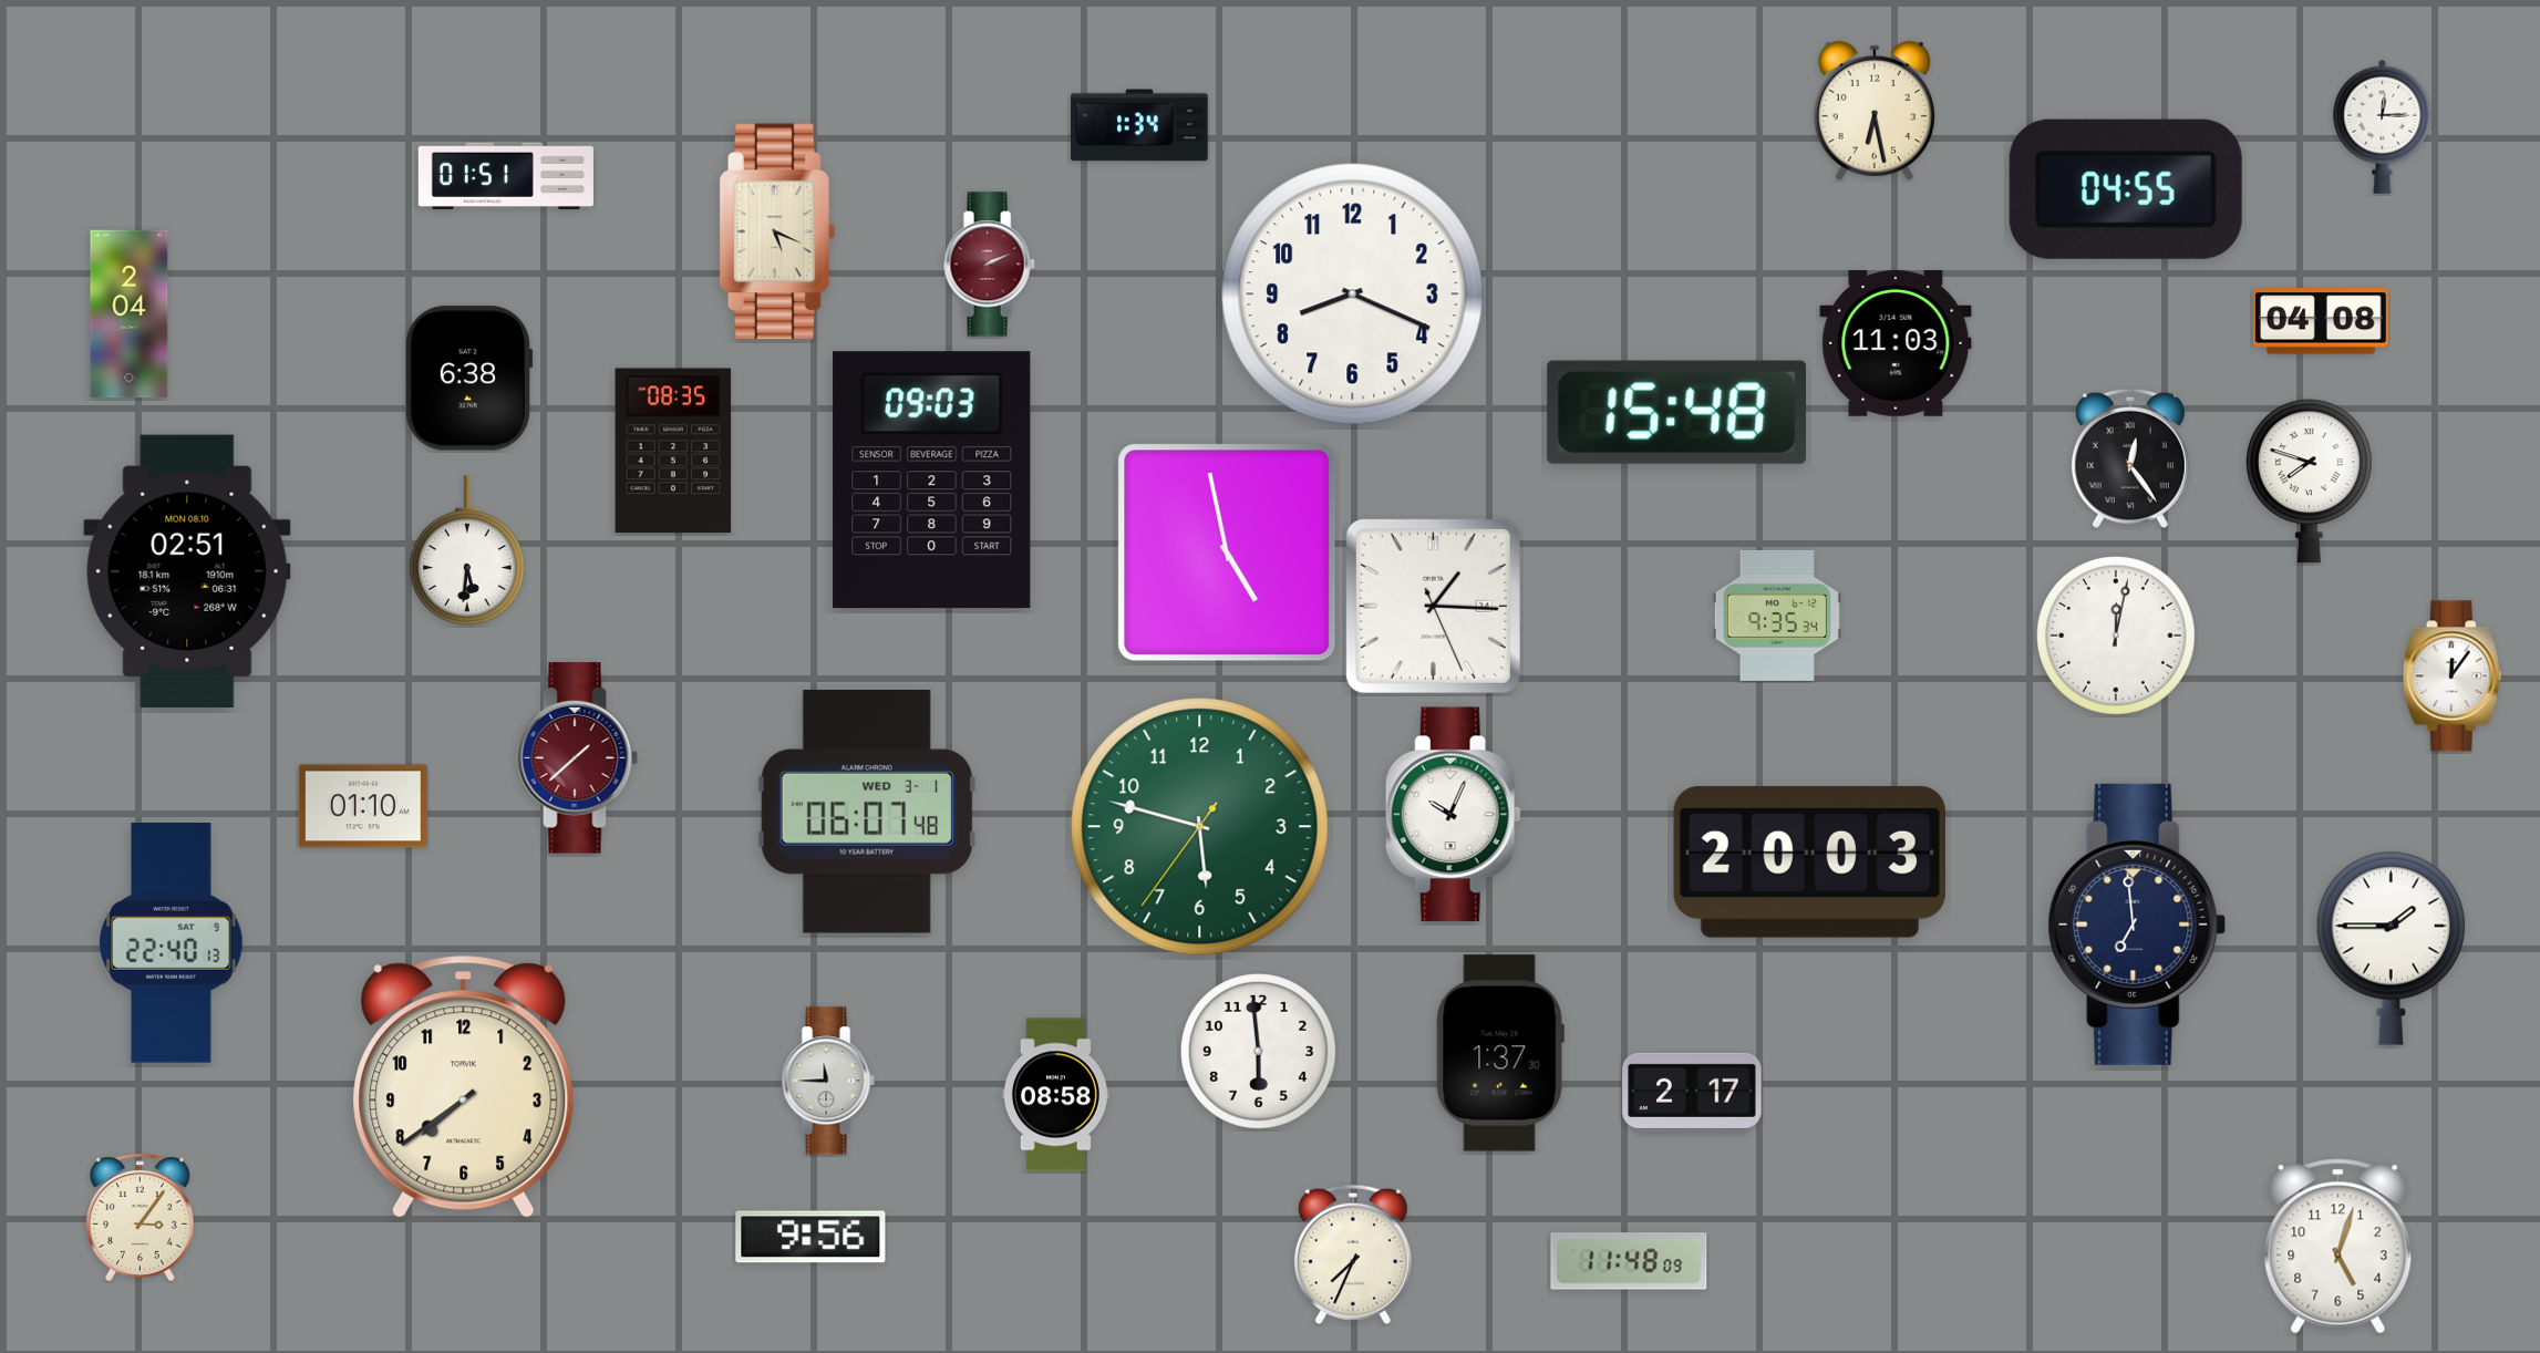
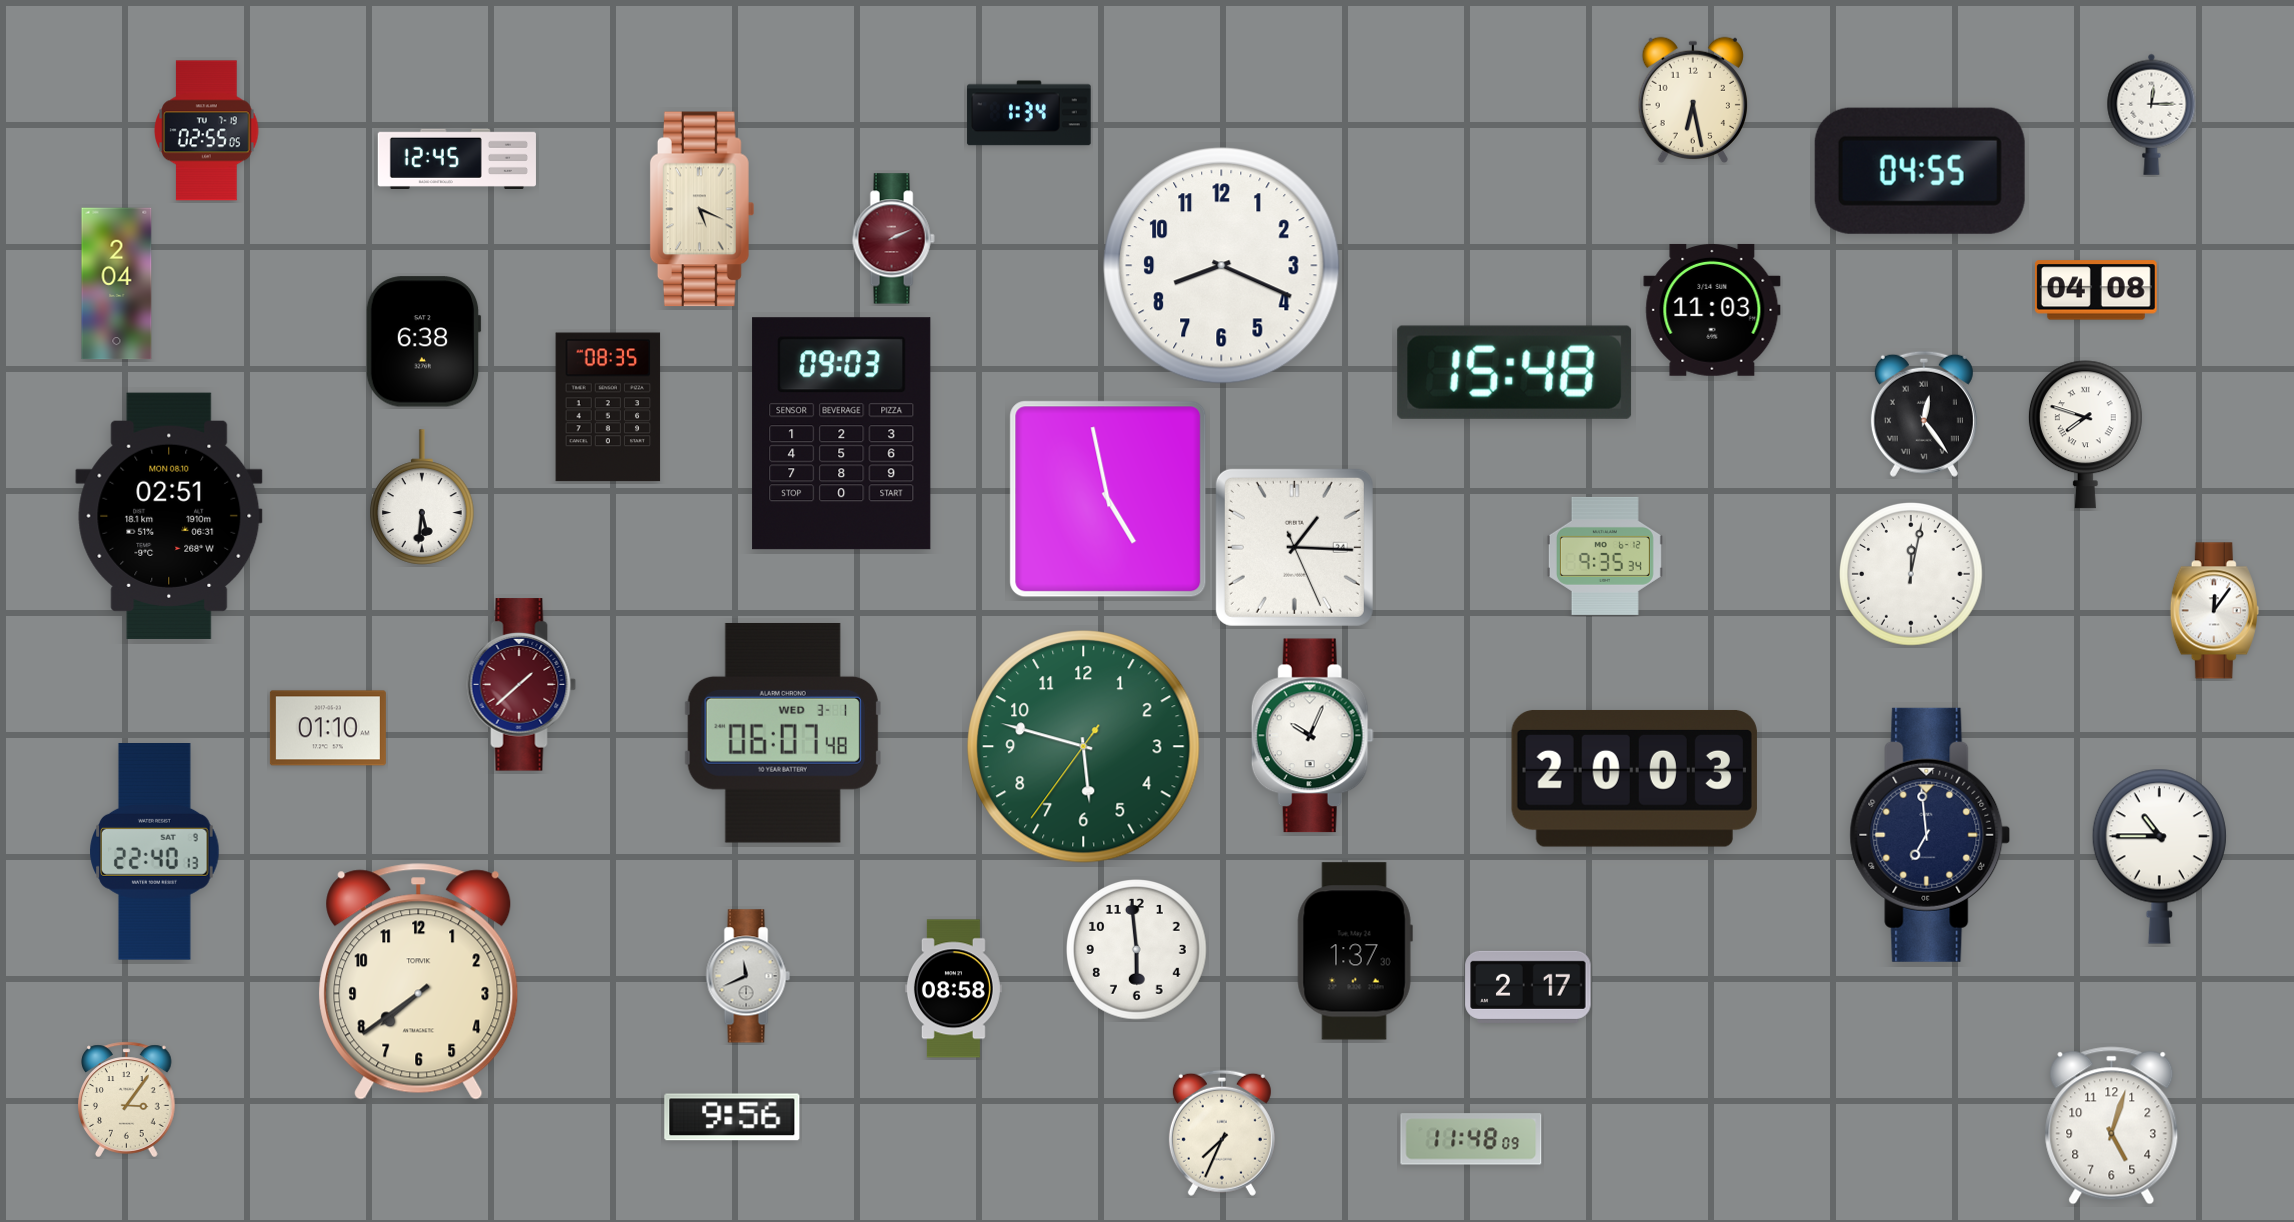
clock at (207, 131): none -> 02:55
clock at (506, 175): 01:51 -> 12:45
clock at (2391, 948): 1:45 -> 10:45
clock at (828, 1081): 11:45 -> 11:41
